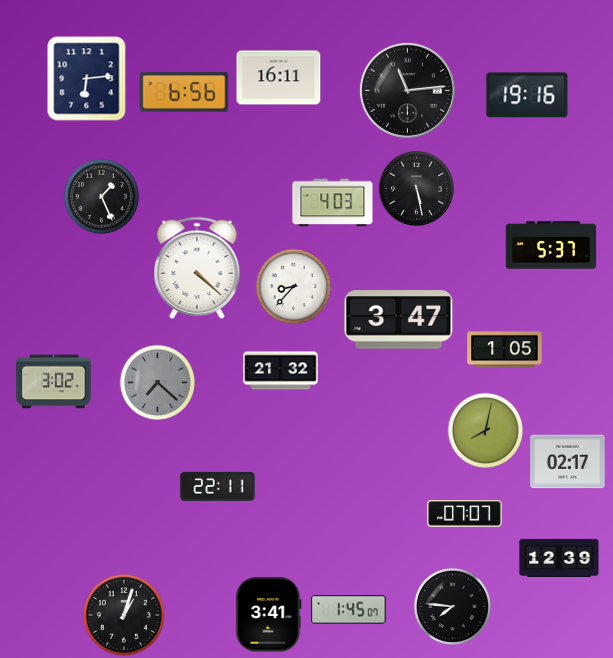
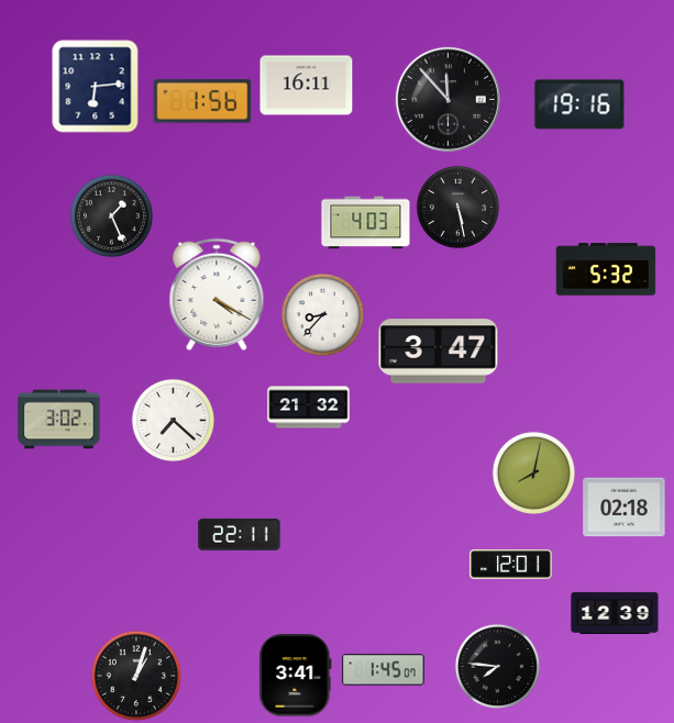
clock at (407, 90): 11:14 -> 11:53
clock at (184, 92): 6:56 -> 1:56
clock at (551, 245): 5:37 -> 5:32
clock at (197, 268): 4:22 -> 4:20
clock at (505, 350): 1:05 -> none
clock at (157, 382) dial: grey -> white
clock at (568, 462): 02:17 -> 02:18
clock at (465, 514): 07:07 -> 12:01
